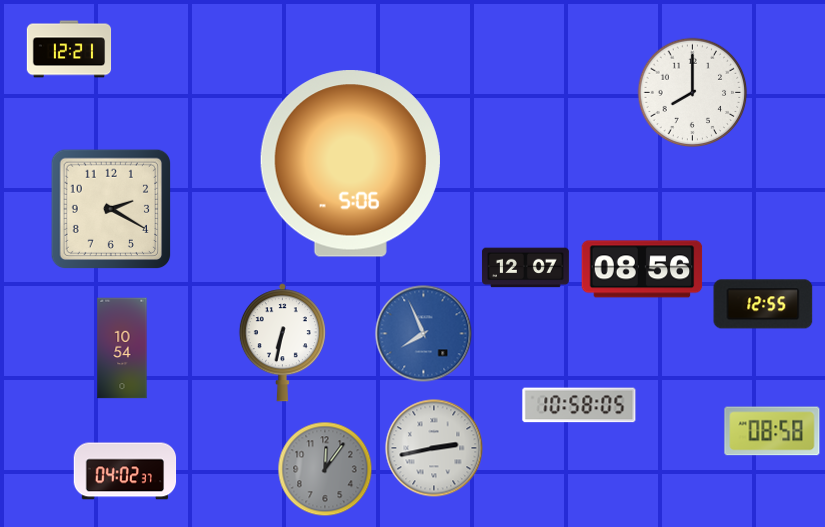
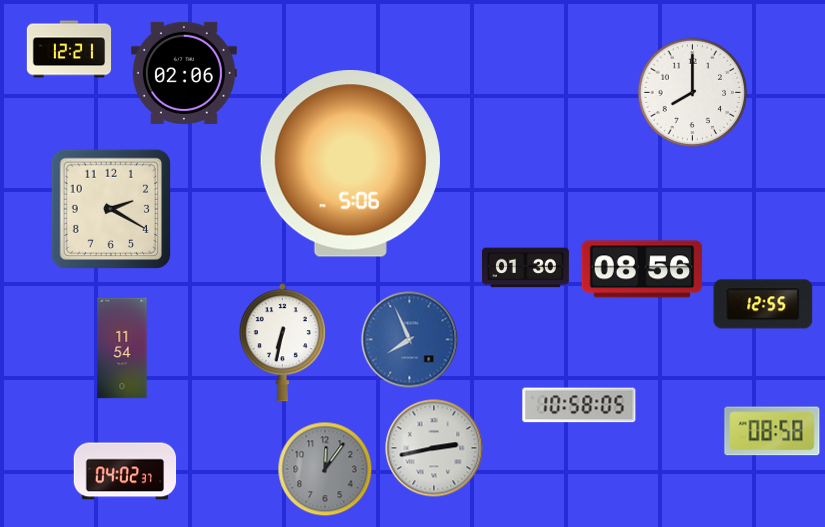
clock at (184, 73): none -> 02:06
clock at (525, 268): 12:07 -> 01:30
clock at (424, 334) position: (424, 334) -> (410, 340)
clock at (122, 348): 10:54 -> 11:54
